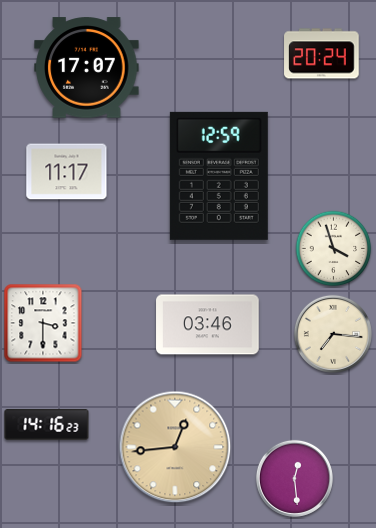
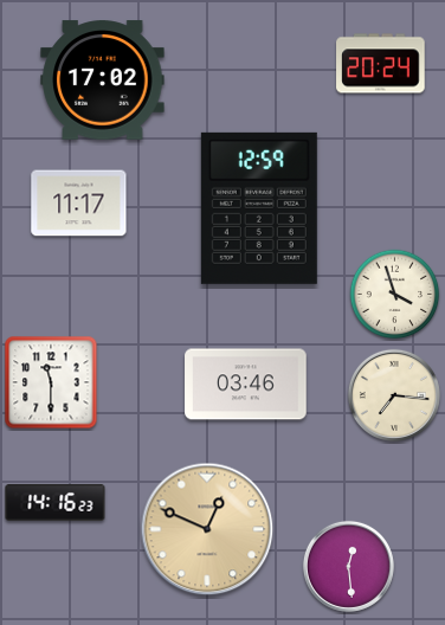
clock at (87, 68): 17:07 -> 17:02
clock at (43, 323): 3:30 -> 11:30
clock at (175, 447): 12:44 -> 12:49
